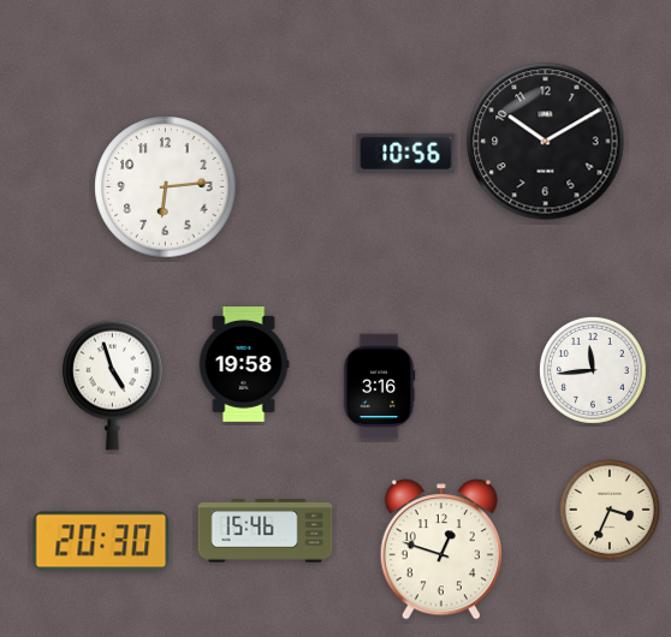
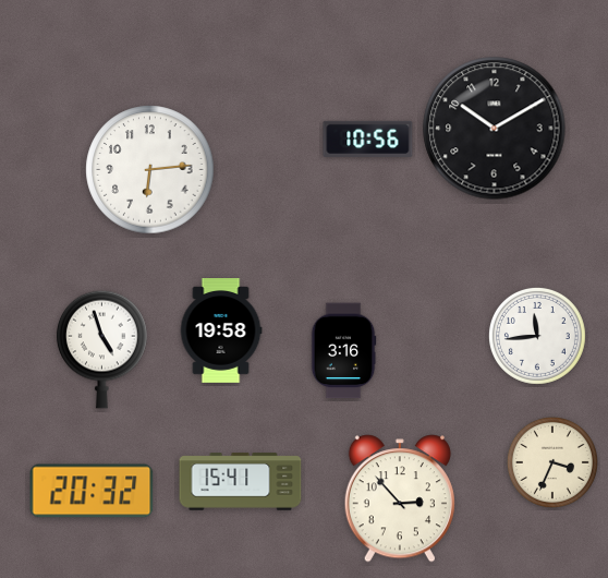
clock at (266, 531): 15:46 -> 15:41
clock at (101, 541): 20:30 -> 20:32
clock at (441, 549): 12:48 -> 2:53
